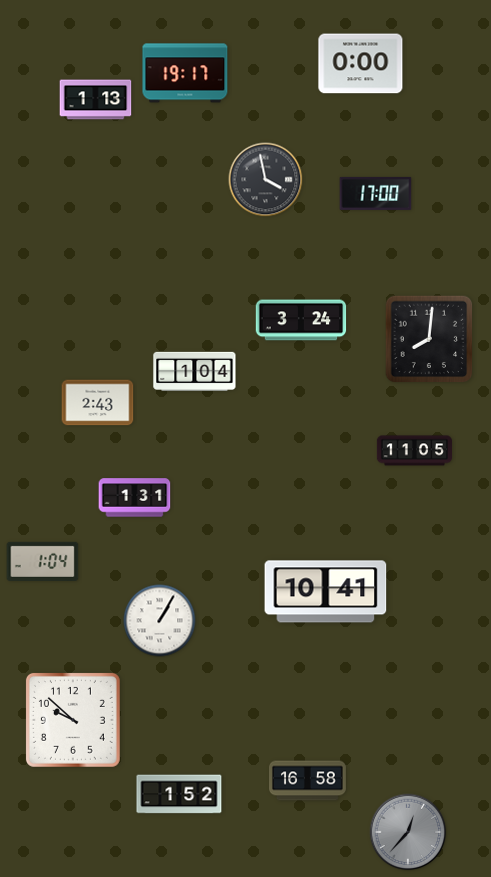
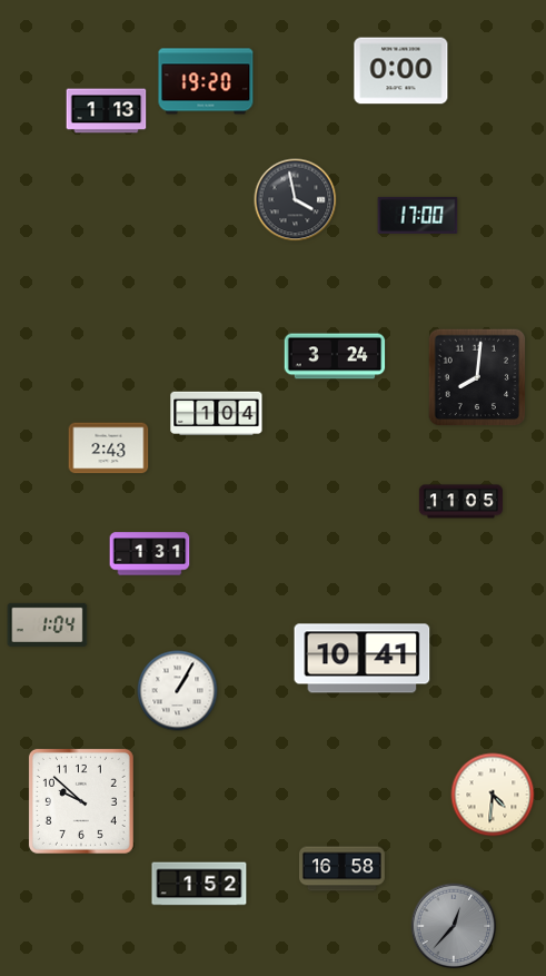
clock at (185, 73): 19:17 -> 19:20
clock at (493, 795): none -> 4:31
